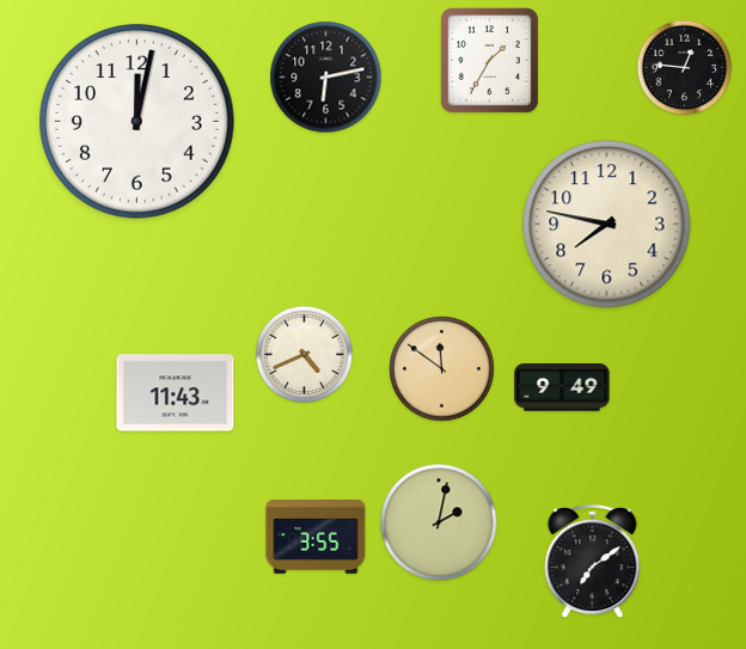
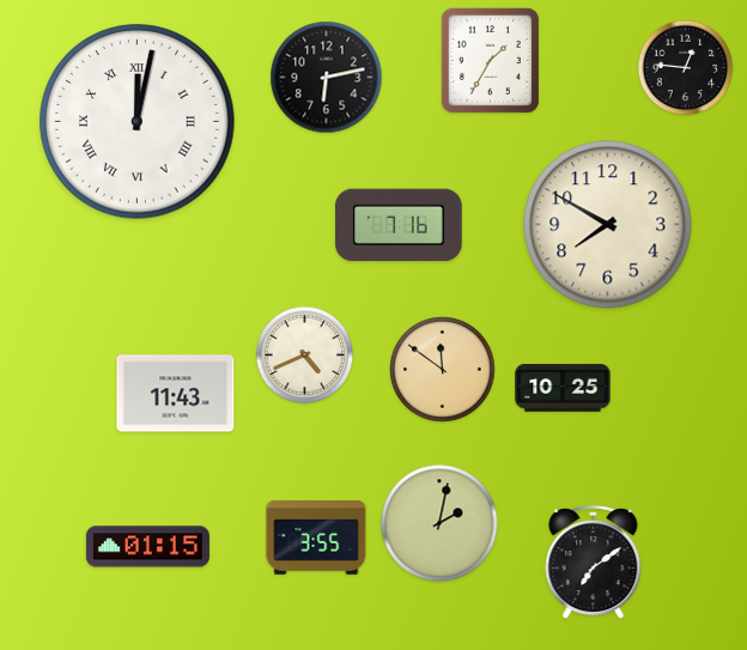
clock at (137, 122) numerals: Arabic -> Roman
clock at (399, 225): none -> 7:16
clock at (607, 225): 7:47 -> 7:50
clock at (562, 387): 9:49 -> 10:25
clock at (147, 547): none -> 01:15
